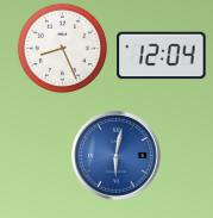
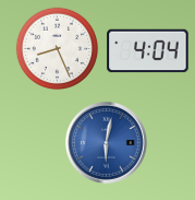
clock at (63, 49) position: (63, 49) -> (58, 49)
clock at (162, 56): 12:04 -> 4:04
